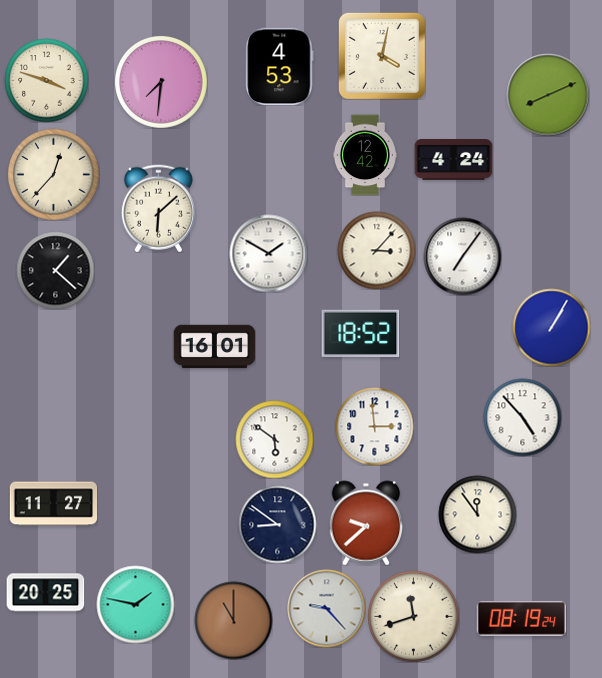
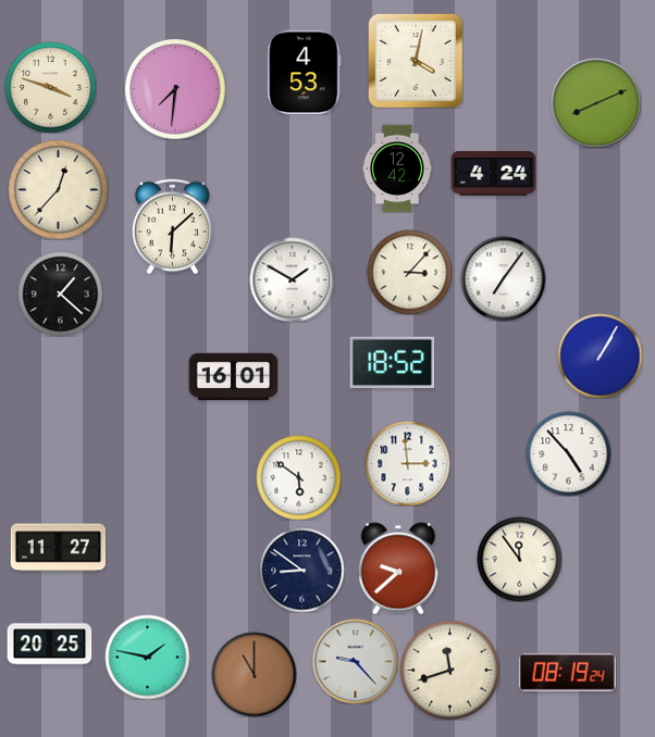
clock at (268, 253) position: (268, 253) -> (292, 279)
